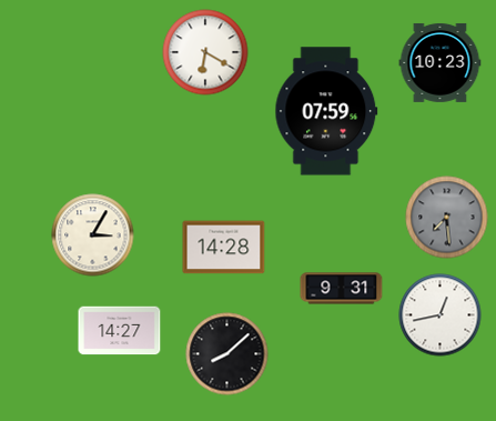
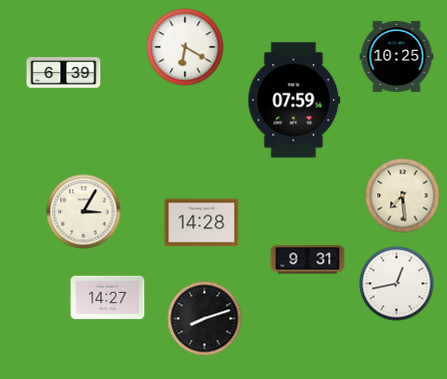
clock at (441, 62): 10:23 -> 10:25
clock at (64, 73): none -> 6:39
clock at (447, 218) dial: grey -> cream
clock at (227, 354): 8:08 -> 8:12
